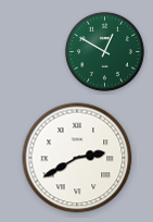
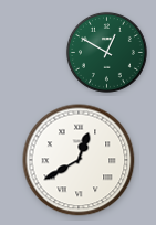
clock at (77, 158): 2:40 -> 12:40
